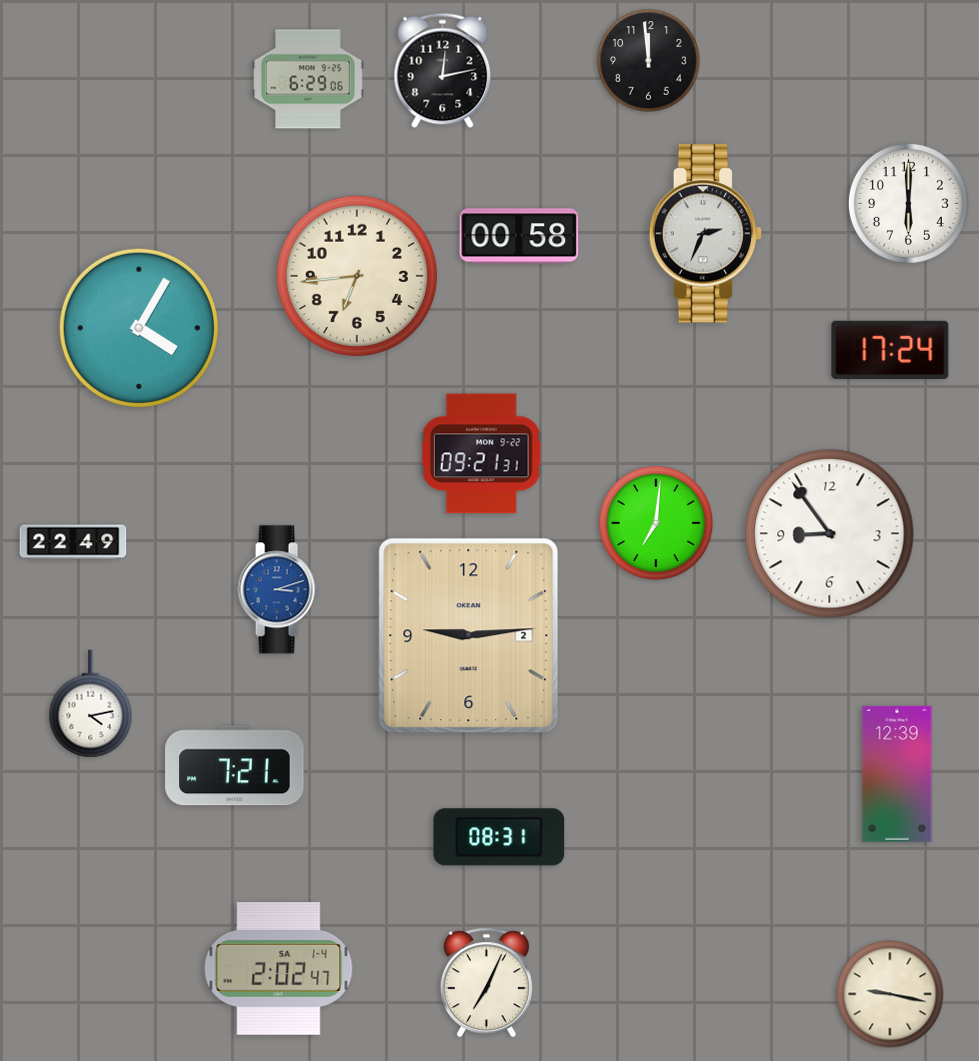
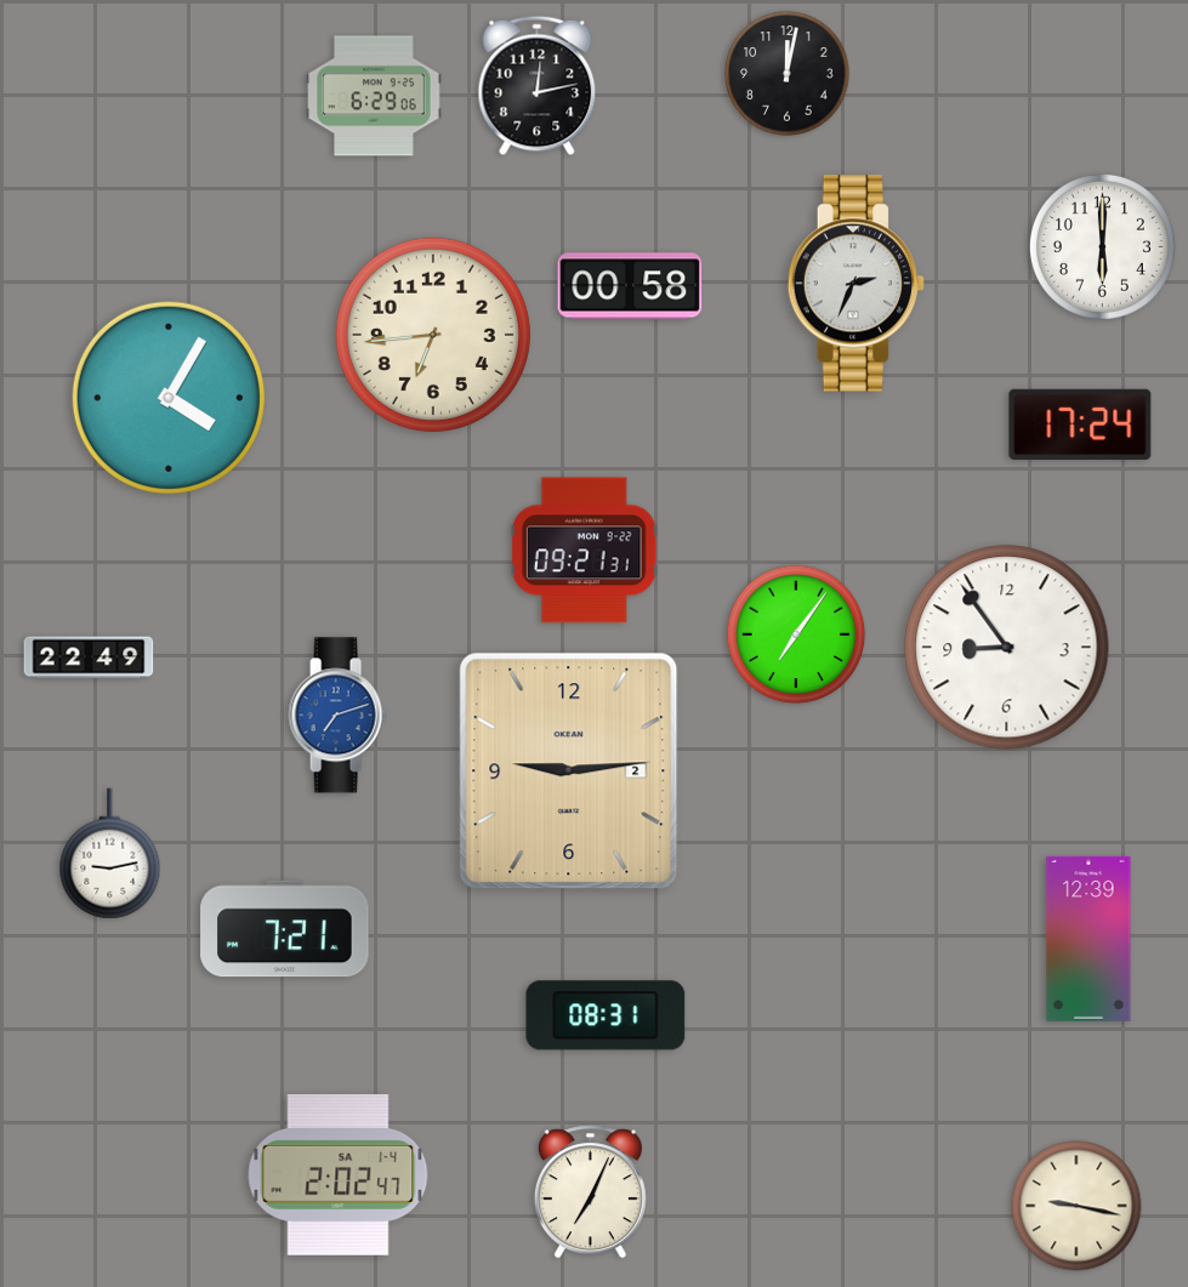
clock at (649, 61): 11:59 -> 12:02
clock at (656, 523): 7:01 -> 7:06
clock at (278, 590): 3:12 -> 7:12
clock at (91, 704): 4:13 -> 9:13
clock at (890, 994) position: (890, 994) -> (1076, 1206)
